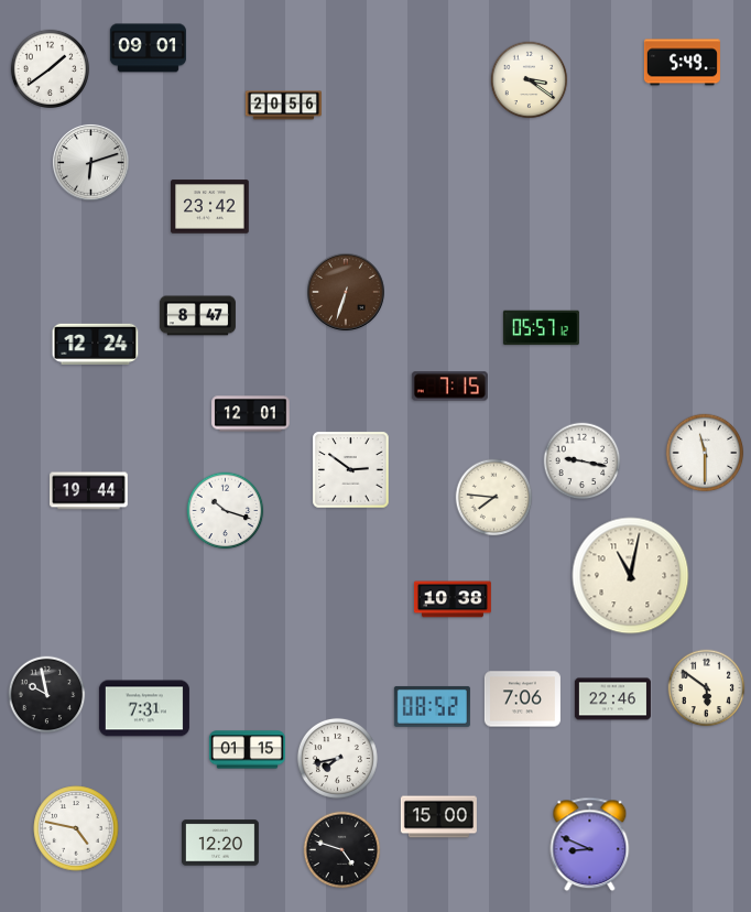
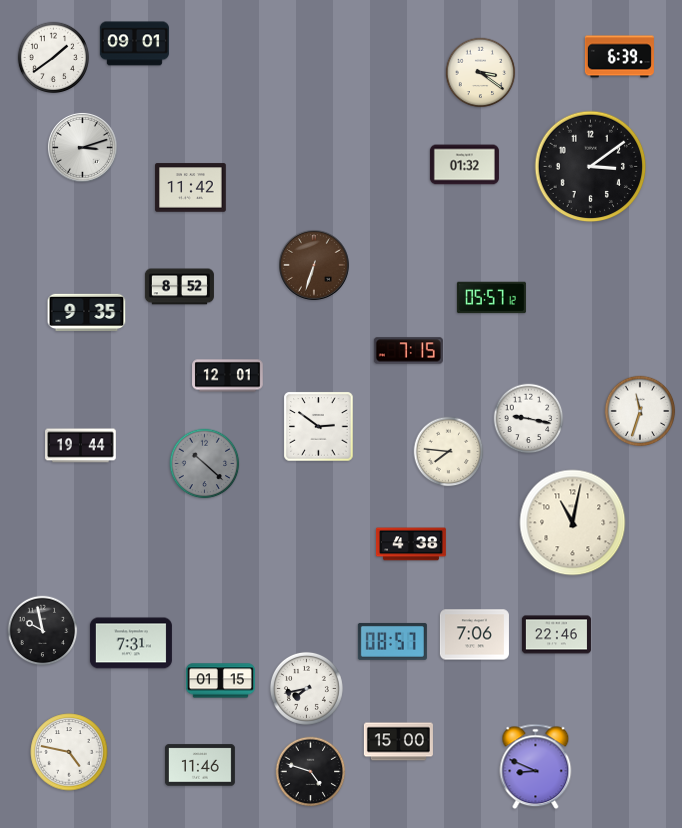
clock at (682, 63): 5:49 -> 6:39
clock at (50, 68) position: (50, 68) -> (53, 57)
clock at (283, 106): 20:56 -> none
clock at (90, 162): 6:12 -> 3:12
clock at (464, 165): none -> 01:32
clock at (591, 167): none -> 3:09
clock at (210, 207): 23:42 -> 11:42
clock at (197, 316): 8:47 -> 8:52
clock at (96, 344): 12:24 -> 9:35
clock at (705, 453): 11:30 -> 11:33
clock at (226, 511): 10:18 -> 10:22
clock at (226, 511) dial: white -> grey
clock at (453, 599): 10:38 -> 4:38
clock at (707, 688): 5:51 -> none
clock at (432, 706): 08:52 -> 08:57
clock at (247, 750) position: (247, 750) -> (220, 681)
clock at (220, 843): 12:20 -> 11:46
